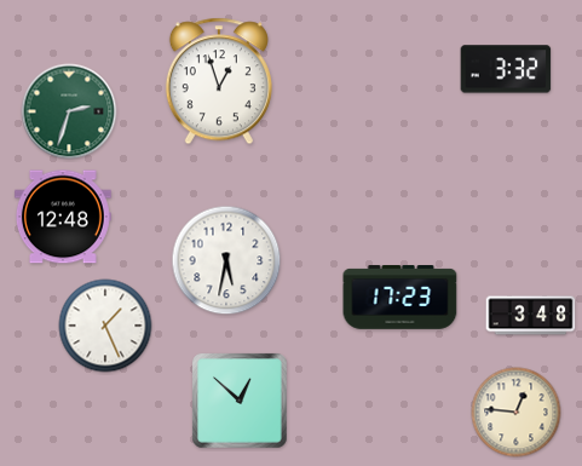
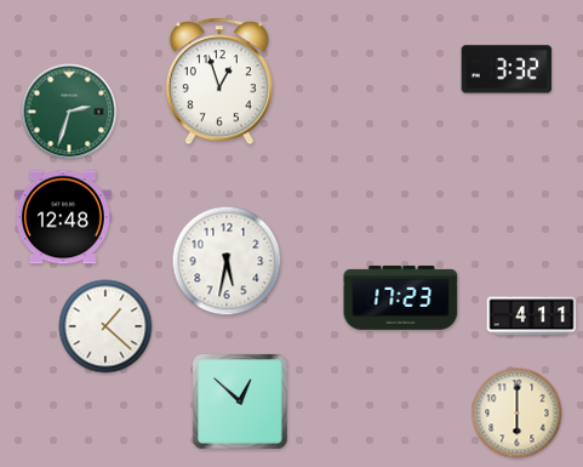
clock at (531, 316): 3:48 -> 4:11
clock at (105, 326): 1:26 -> 1:22
clock at (517, 413): 12:46 -> 6:00
